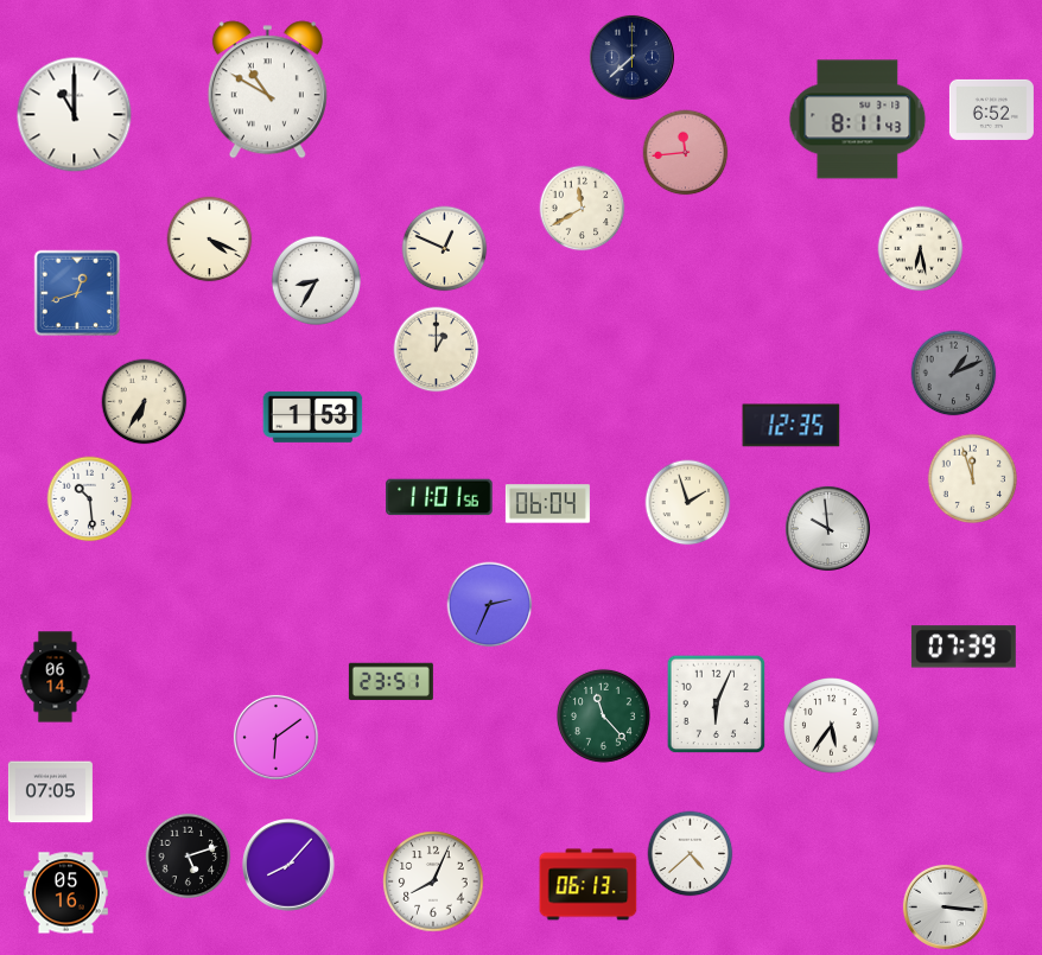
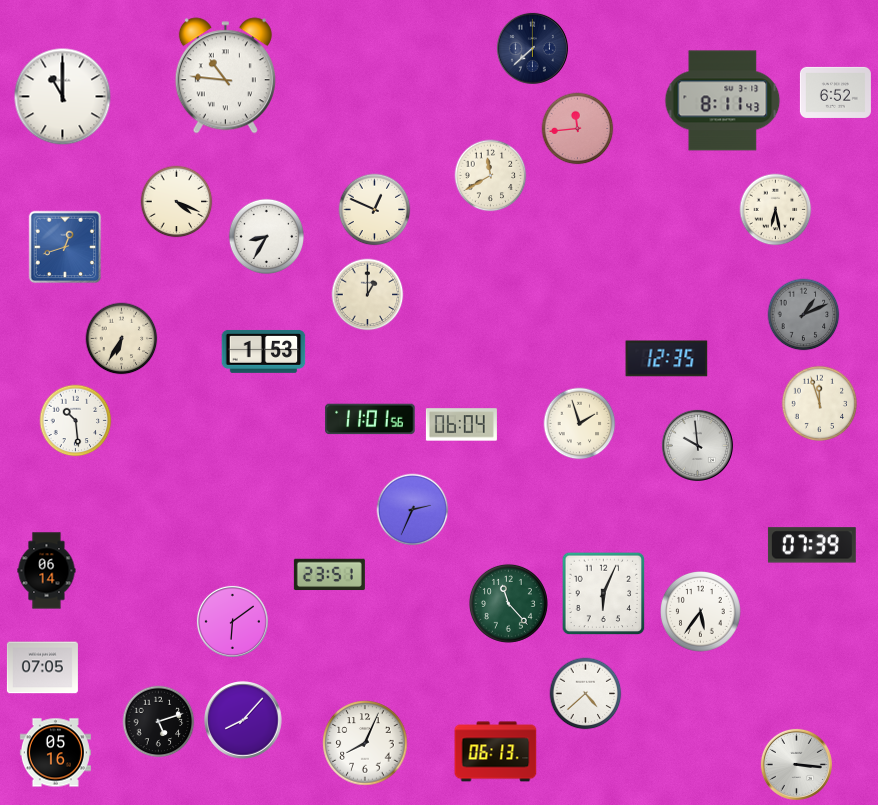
clock at (267, 90): 10:50 -> 10:46
clock at (691, 854) position: (691, 854) -> (586, 694)
clock at (288, 865) position: (288, 865) -> (243, 720)
clock at (589, 885) position: (589, 885) -> (496, 752)
